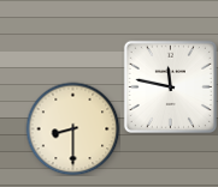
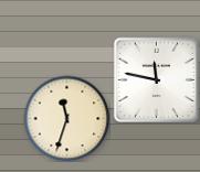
clock at (72, 128): 8:30 -> 11:33
